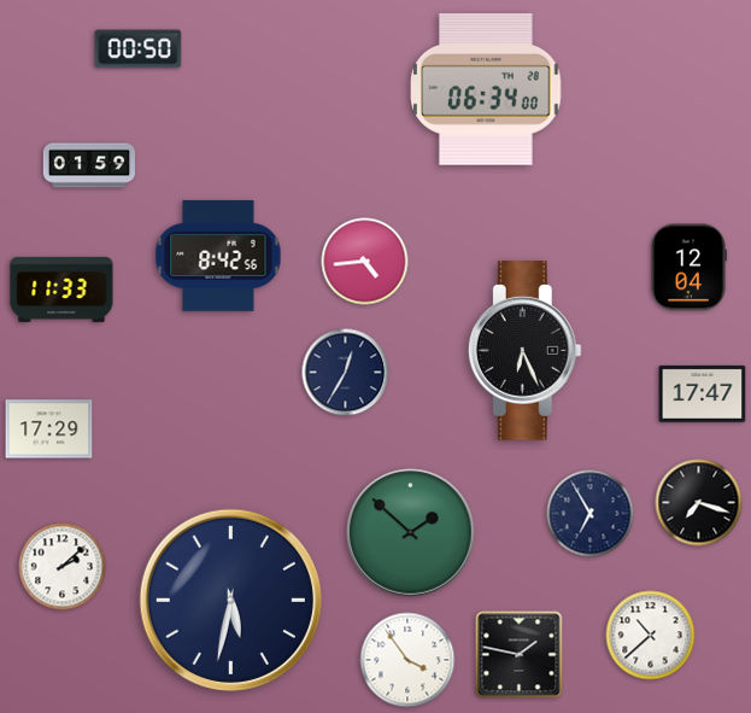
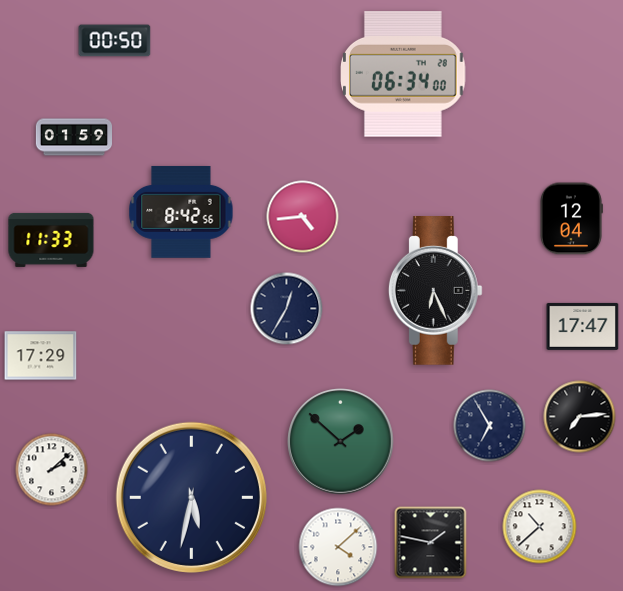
clock at (688, 268) position: (688, 268) -> (571, 219)
clock at (699, 503): 7:18 -> 7:14
clock at (407, 660): 3:54 -> 4:08
